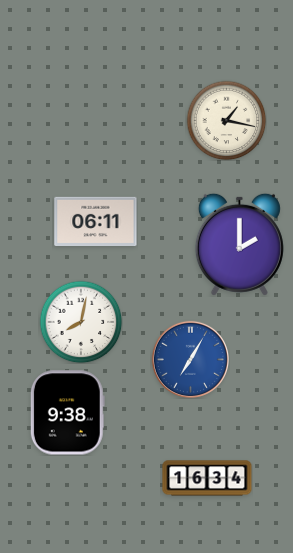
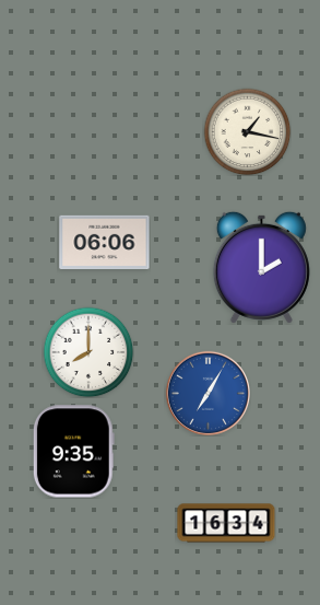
clock at (96, 222): 06:11 -> 06:06
clock at (81, 322): 8:02 -> 8:00
clock at (67, 413): 9:38 -> 9:35
